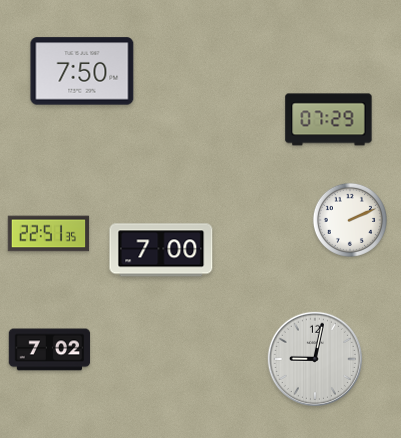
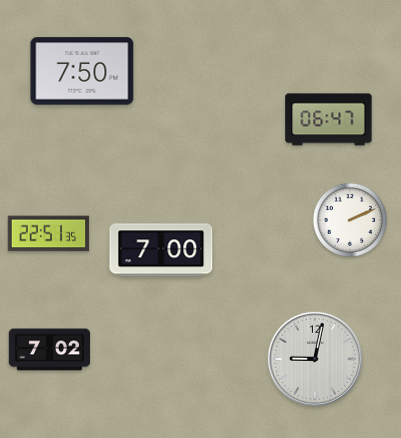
clock at (329, 120): 07:29 -> 06:47
